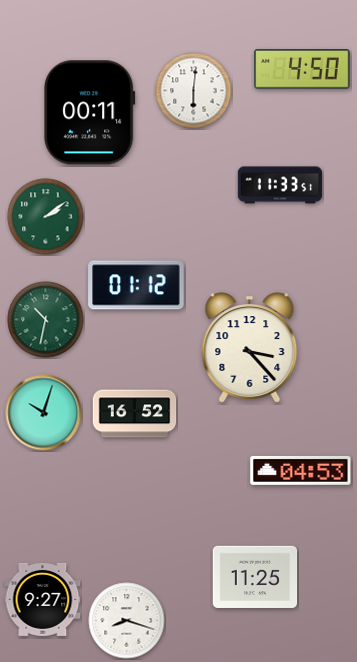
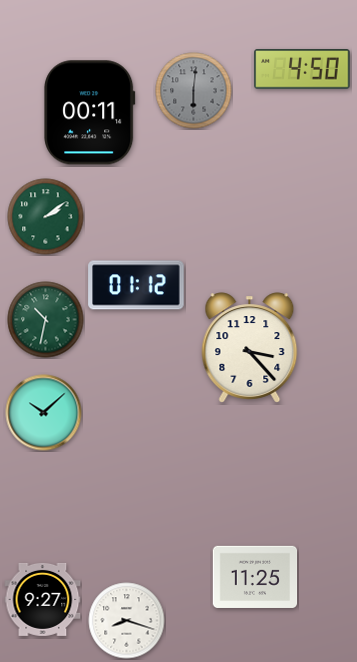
clock at (194, 91) dial: white -> grey
clock at (280, 185): 11:33 -> none
clock at (44, 413): 10:03 -> 10:08
clock at (135, 414): 16:52 -> none
clock at (301, 471): 04:53 -> none
